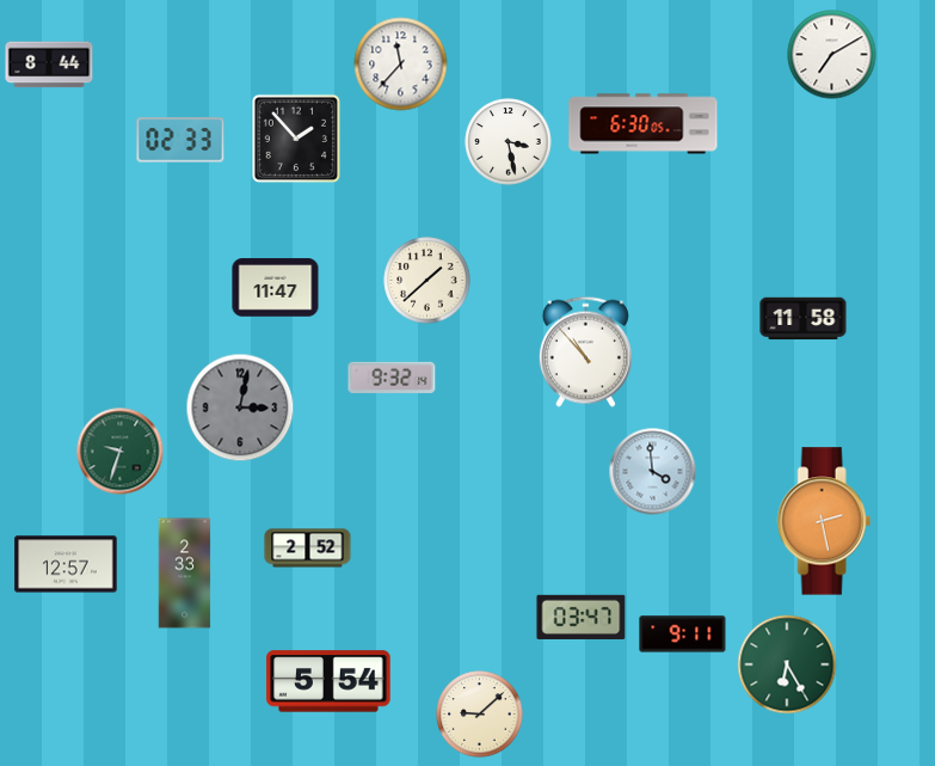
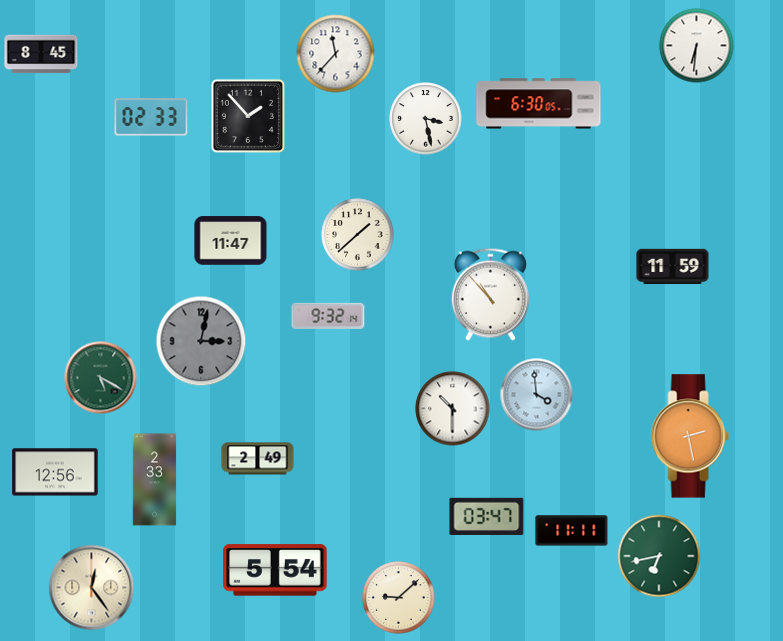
clock at (832, 55): 7:10 -> 6:31
clock at (49, 65): 8:44 -> 8:45
clock at (804, 319): 11:58 -> 11:59
clock at (121, 452): 9:33 -> 5:20
clock at (653, 472) position: (653, 472) -> (537, 395)
clock at (453, 409): none -> 10:30
clock at (308, 549): 2:52 -> 2:49
clock at (66, 564): 12:57 -> 12:56
clock at (683, 635): 9:11 -> 11:11
clock at (787, 664): 6:25 -> 6:43
clock at (92, 588): none -> 12:24
clock at (480, 715) position: (480, 715) -> (399, 598)
